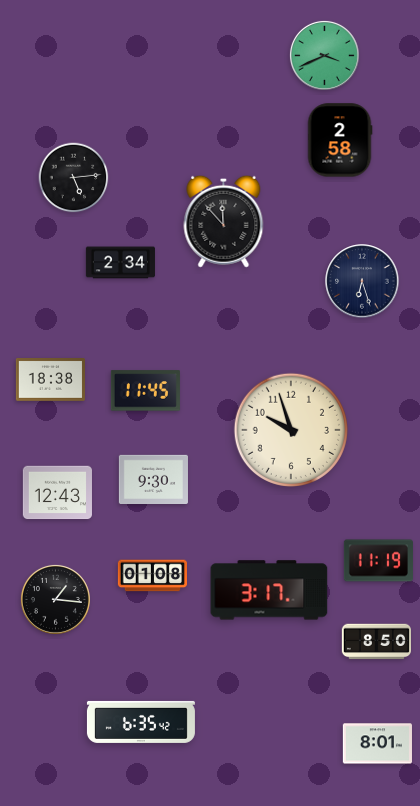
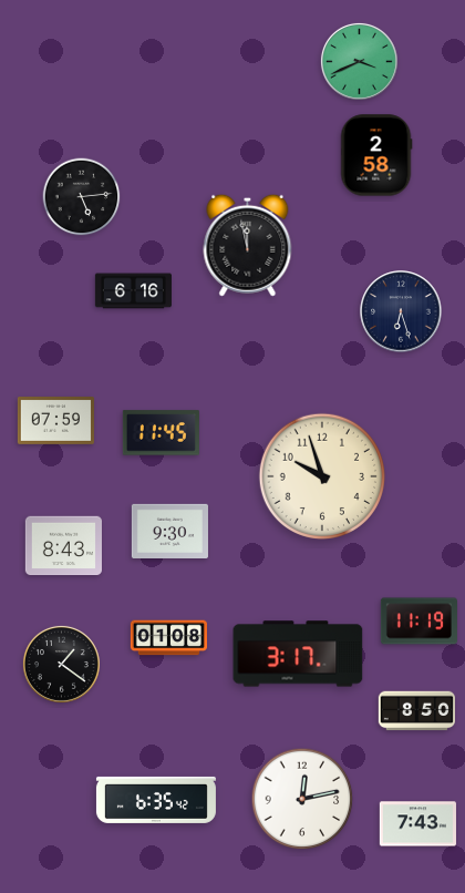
clock at (224, 221): 11:53 -> 11:58
clock at (120, 263): 2:34 -> 6:16
clock at (50, 380): 18:38 -> 07:59
clock at (57, 493): 12:43 -> 8:43
clock at (55, 599): 1:16 -> 1:21
clock at (302, 799): none -> 12:13
clock at (377, 744): 8:01 -> 7:43
